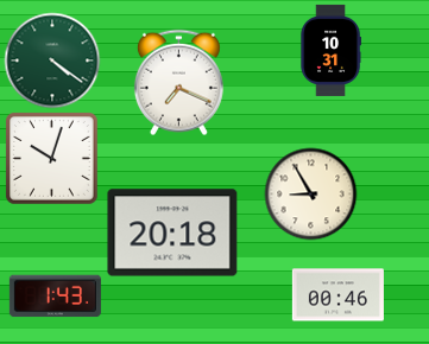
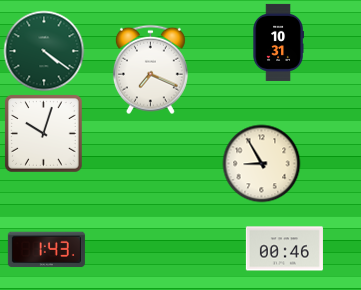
clock at (172, 232): 20:18 -> none
